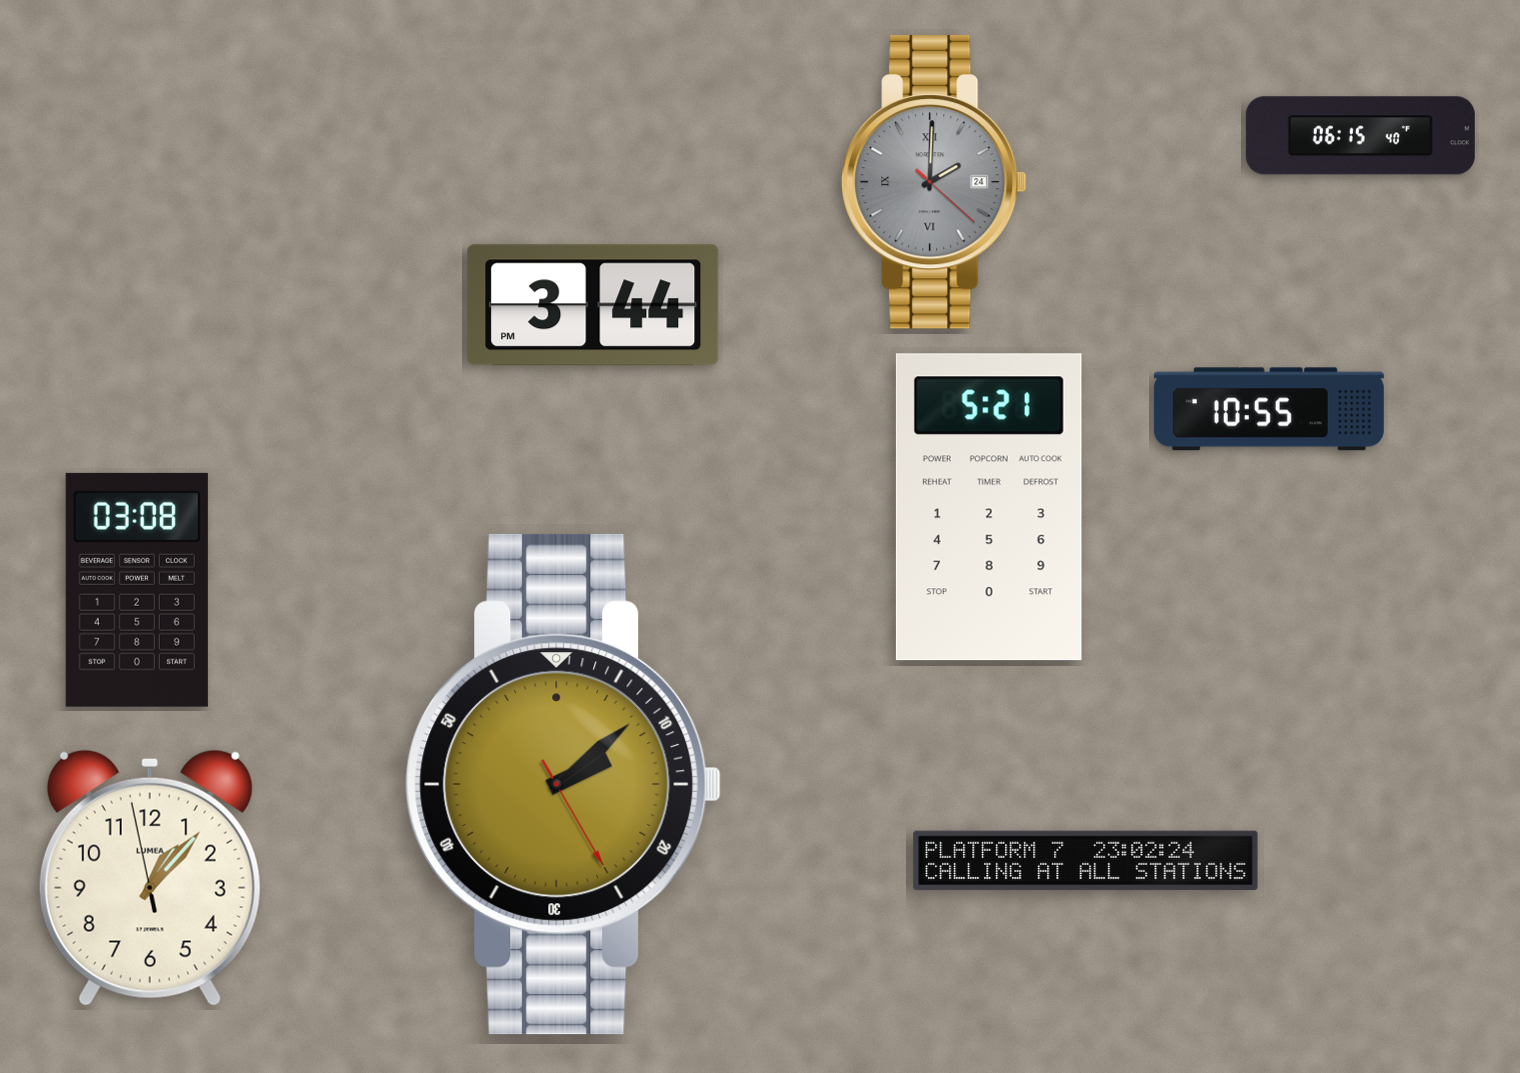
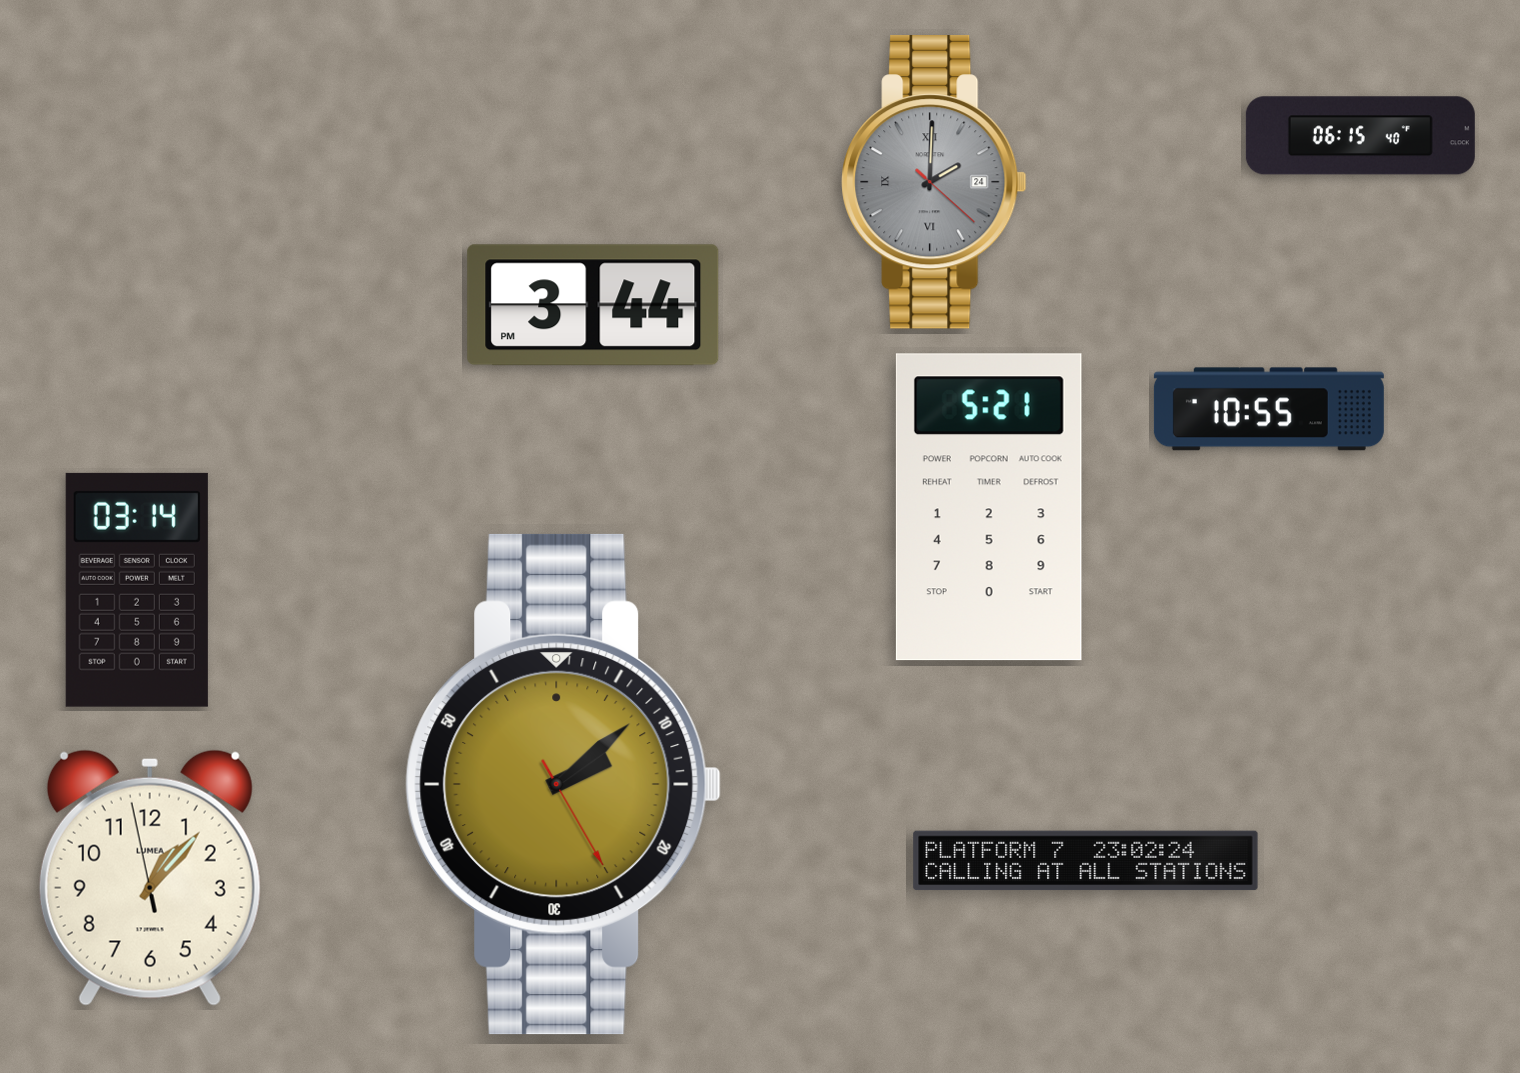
clock at (137, 590): 03:08 -> 03:14
